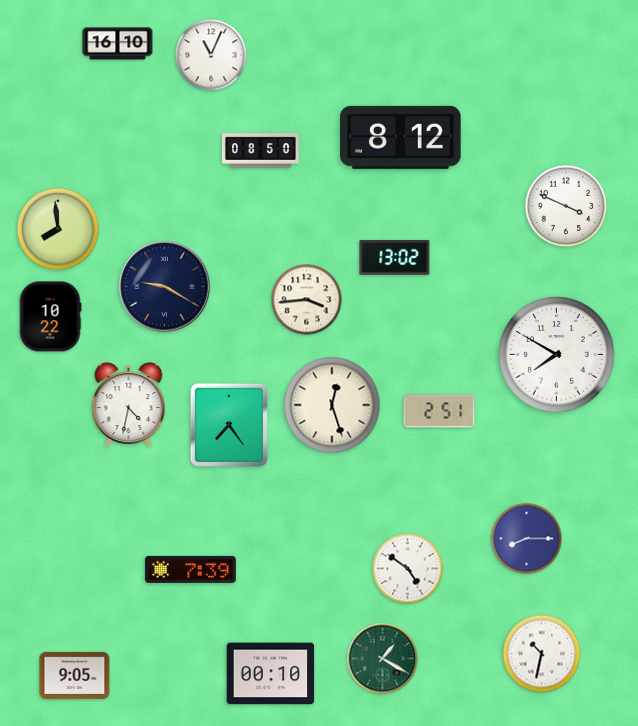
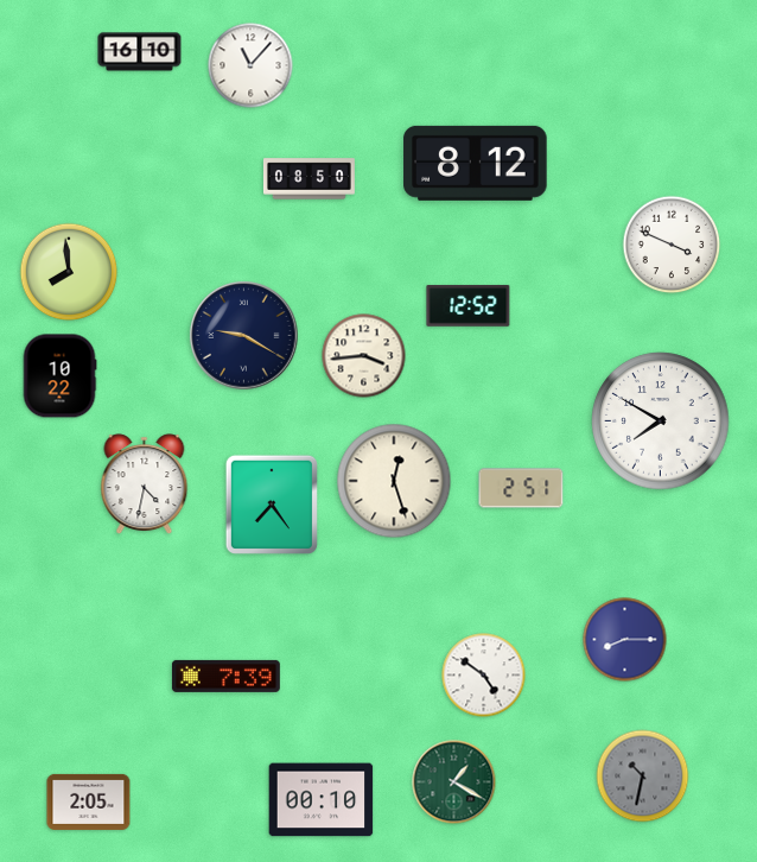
clock at (211, 55): 11:04 -> 11:07
clock at (395, 257): 13:02 -> 12:52
clock at (165, 287) position: (165, 287) -> (244, 336)
clock at (129, 404) position: (129, 404) -> (145, 483)
clock at (542, 654) dial: white -> grey
clock at (75, 675): 9:05 -> 2:05
